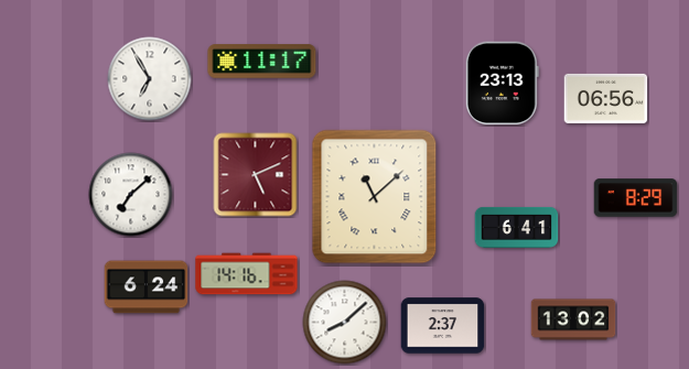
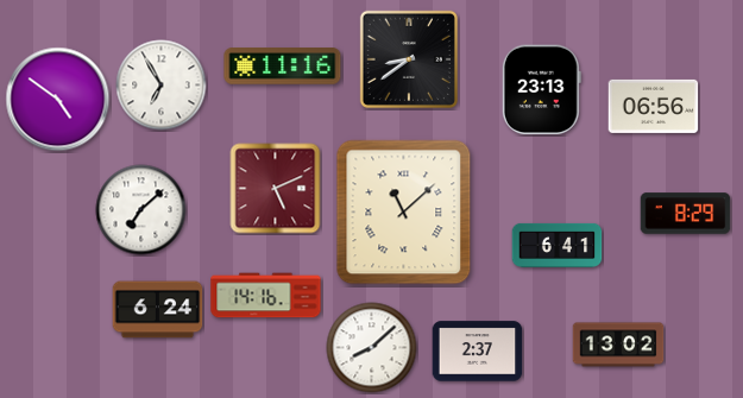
clock at (409, 59): none -> 8:39
clock at (262, 62): 11:17 -> 11:16
clock at (58, 100): none -> 4:51
